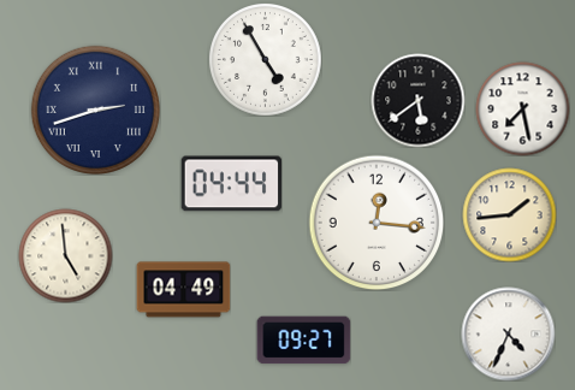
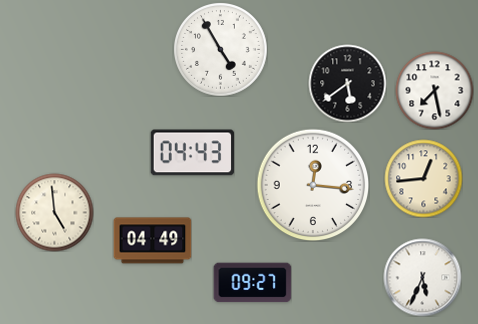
clock at (95, 110): 2:42 -> none
clock at (231, 184): 04:44 -> 04:43
clock at (509, 214): 1:44 -> 12:44
clock at (508, 333): 4:34 -> 5:34
